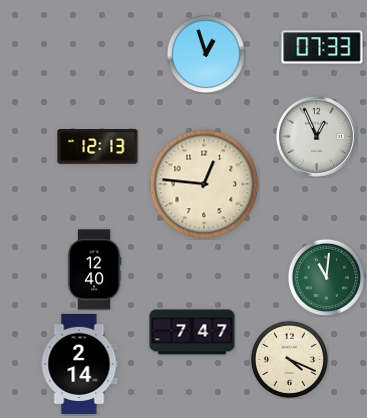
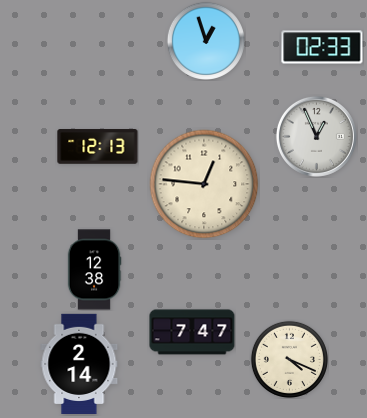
clock at (322, 47): 07:33 -> 02:33
clock at (206, 54) position: (206, 54) -> (206, 41)
clock at (94, 270): 12:40 -> 12:38
clock at (326, 277): 11:01 -> none
